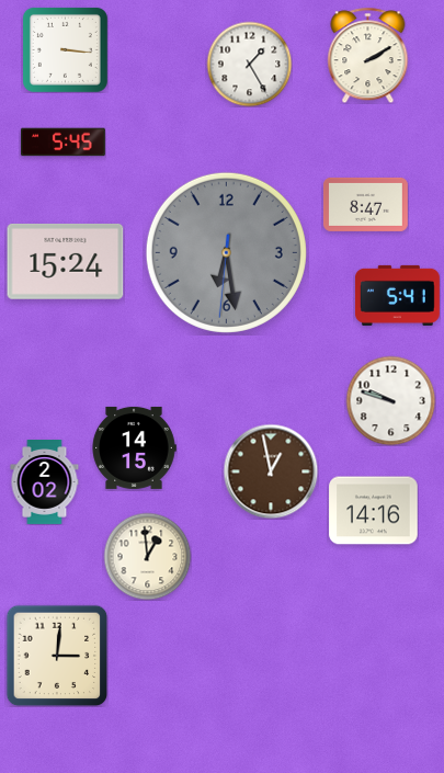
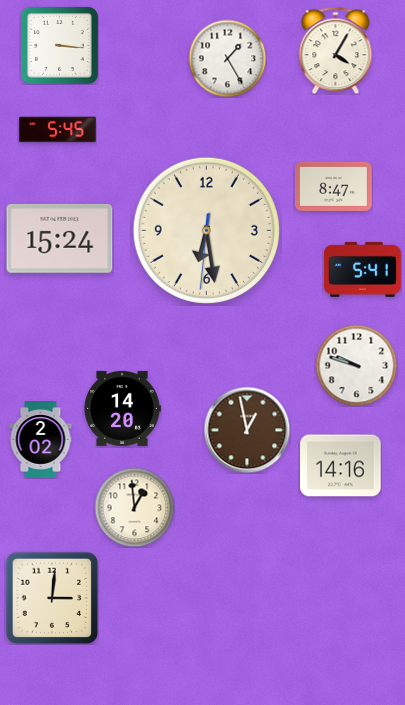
clock at (368, 55): 2:10 -> 4:05
clock at (226, 252) dial: grey -> cream
clock at (134, 447): 14:15 -> 14:20
